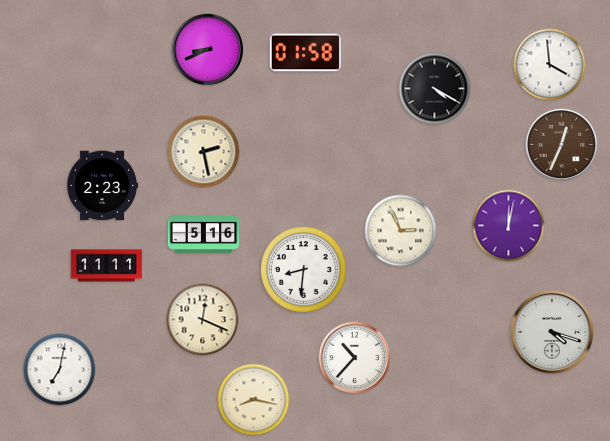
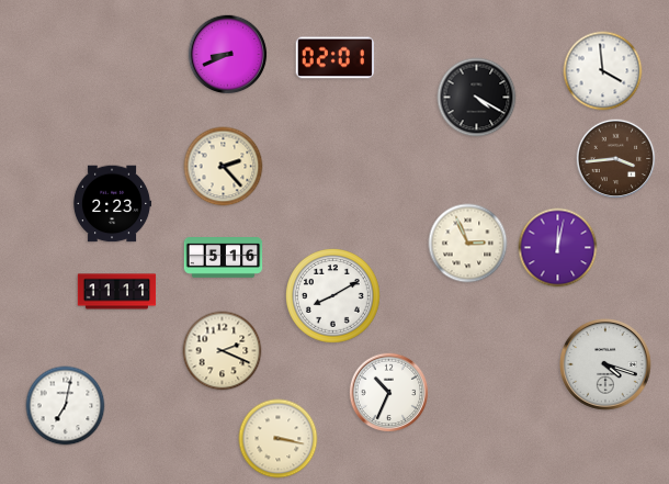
clock at (305, 53): 01:58 -> 02:01
clock at (562, 145): 12:34 -> 3:44
clock at (204, 152): 2:28 -> 2:23
clock at (401, 231) position: (401, 231) -> (468, 244)
clock at (304, 270): 8:31 -> 8:10
clock at (203, 320): 12:19 -> 2:19
clock at (355, 358): 10:37 -> 10:34
clock at (254, 400): 8:17 -> 3:17
